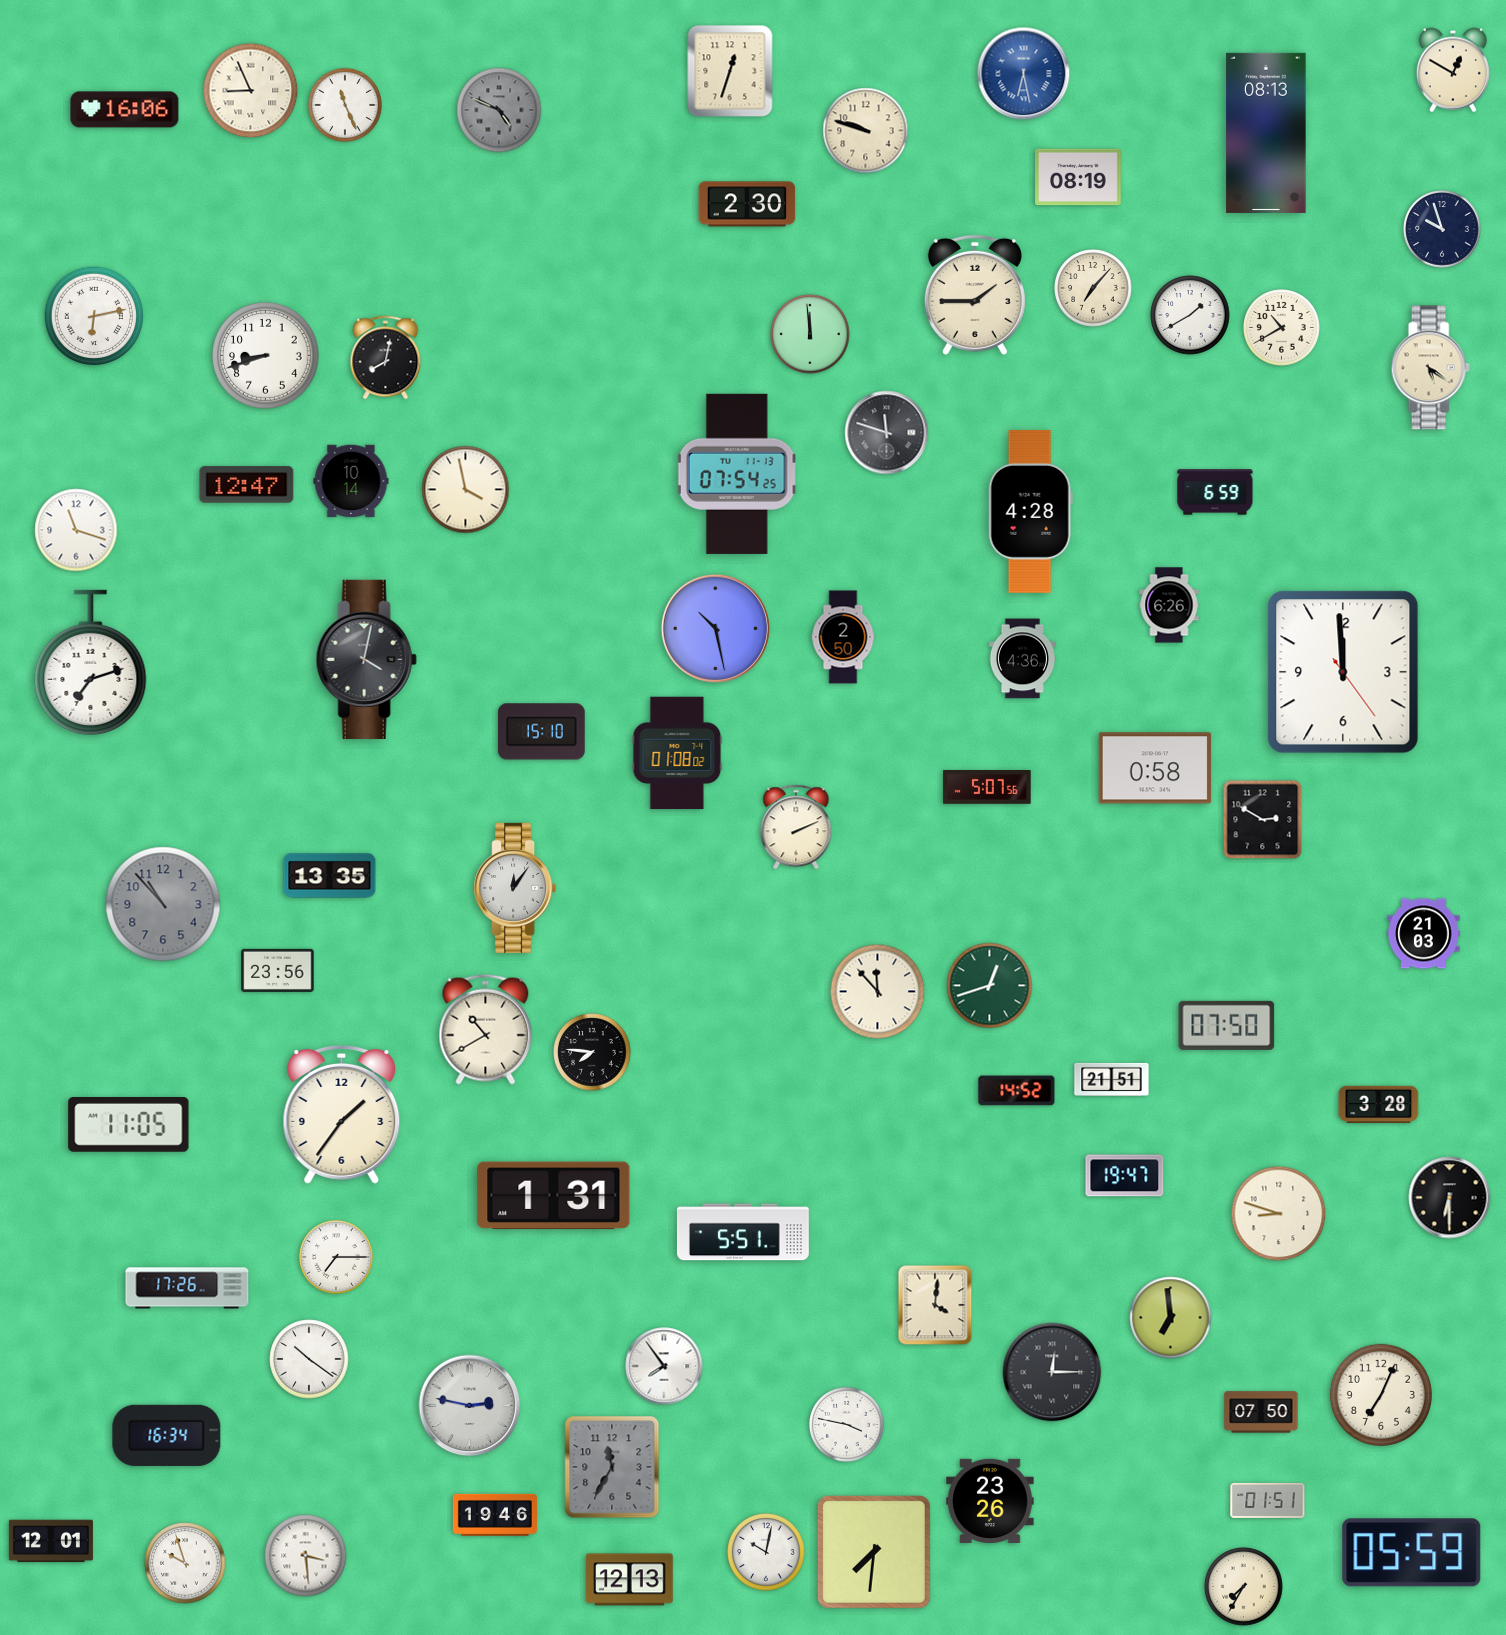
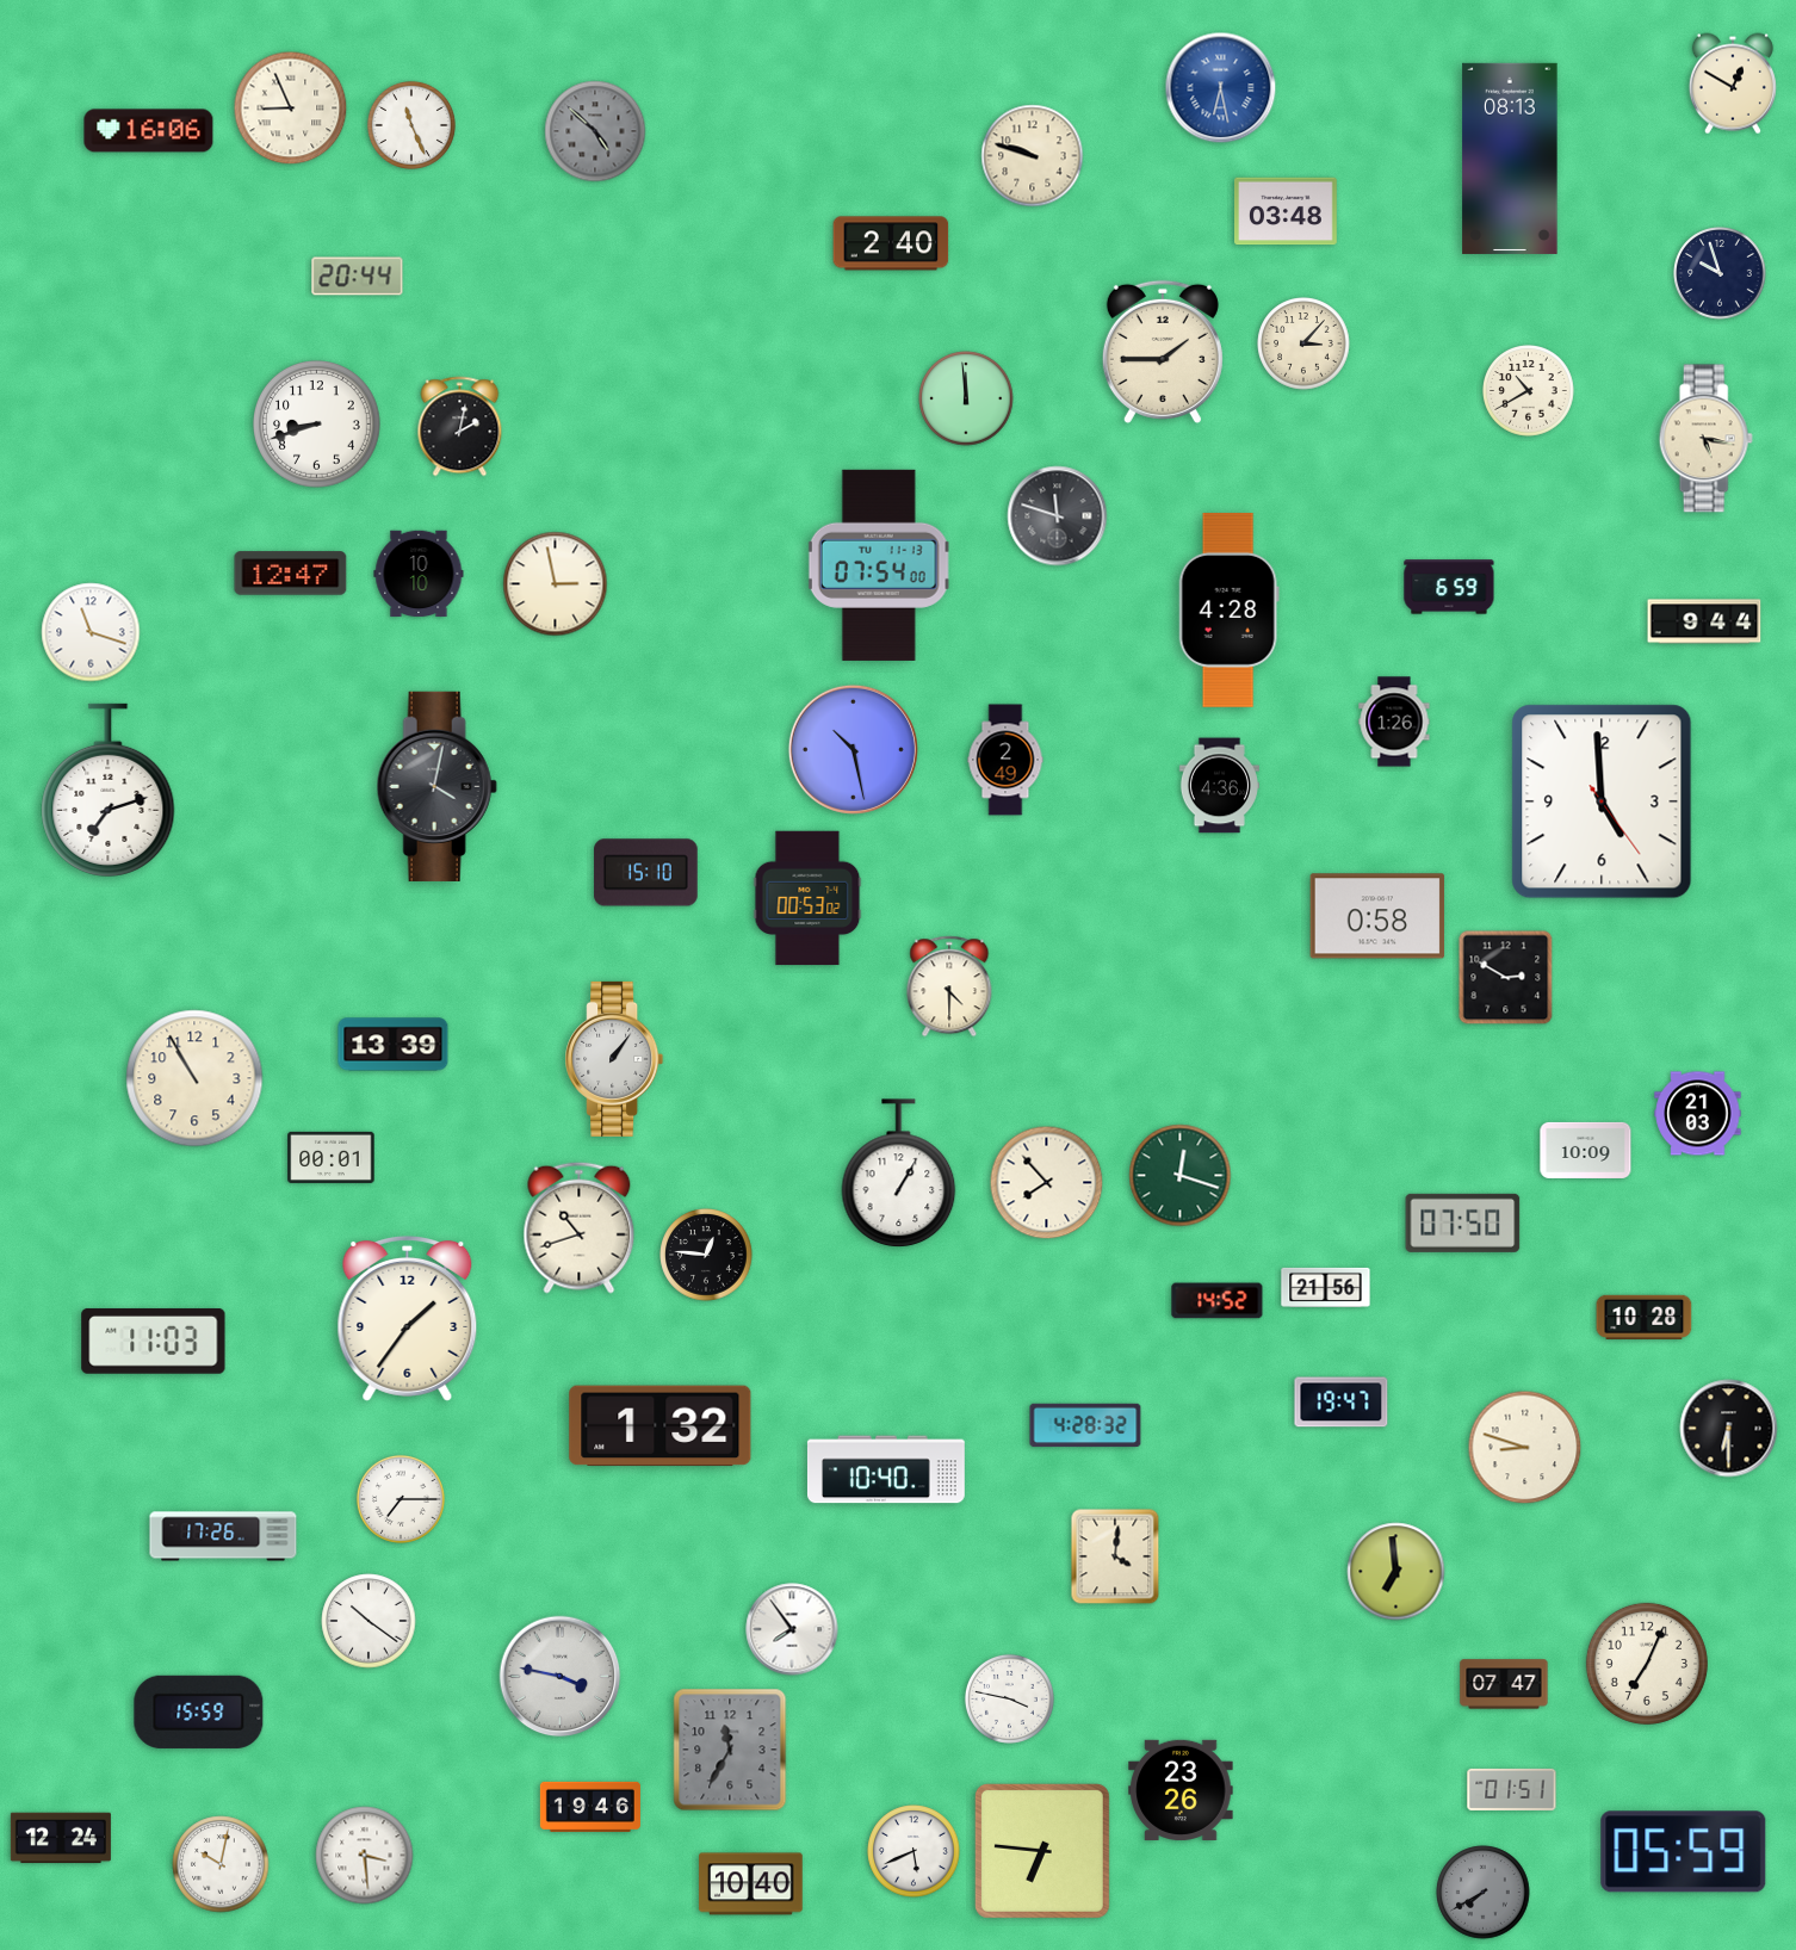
clock at (730, 71): 12:33 -> none
clock at (251, 91) position: (251, 91) -> (291, 109)
clock at (499, 110): 4:49 -> 4:52
clock at (1079, 177): 08:19 -> 03:48
clock at (747, 204): 2:30 -> 2:40
clock at (358, 277): none -> 20:44
clock at (1093, 288): 7:07 -> 3:07
clock at (1190, 315): 1:40 -> none
clock at (94, 316): 6:13 -> none
clock at (386, 358): 8:02 -> 2:02
clock at (1430, 368): 5:21 -> 5:17
clock at (737, 474): 07:54:25 -> 07:54:00
clock at (351, 481): 10:14 -> 10:10
clock at (247, 485) position: (247, 485) -> (291, 574)
clock at (466, 490): 3:58 -> 2:58
clock at (1704, 621): none -> 9:44
clock at (1169, 605): 6:26 -> 1:26
clock at (843, 637): 2:50 -> 2:49
clock at (1343, 672): 11:59 -> 4:59
clock at (677, 753): 01:08 -> 00:53
clock at (987, 788): 5:07 -> none
clock at (796, 827): 2:11 -> 4:30
clock at (330, 876): 13:35 -> 13:39
clock at (515, 888): 12:06 -> 1:06
clock at (163, 904): 10:53 -> 10:55
clock at (163, 904) dial: grey -> cream
clock at (1586, 1150): none -> 10:09
clock at (278, 970): 23:56 -> 00:01
clock at (899, 1174): none -> 1:05
clock at (990, 986): 12:42 -> 12:18
clock at (878, 992): 11:53 -> 7:53
clock at (486, 1029): 10:40 -> 10:42
clock at (592, 1052): 7:46 -> 12:46
clock at (1112, 1079): 21:51 -> 21:56
clock at (1017, 1091) position: (1017, 1091) -> (1218, 1301)
clock at (1379, 1104): 3:28 -> 10:28
clock at (342, 1114) position: (342, 1114) -> (408, 1318)
clock at (129, 1124): 11:05 -> 11:03
clock at (1085, 1425): none -> 4:28
clock at (554, 1196): 1:31 -> 1:32
clock at (743, 1232): 5:51 -> 10:40
clock at (1052, 1372): 12:15 -> none
clock at (470, 1406): 2:47 -> 3:47
clock at (1261, 1412): 07:50 -> 07:47
clock at (167, 1435): 16:34 -> 15:59
clock at (51, 1541): 12:01 -> 12:24
clock at (766, 1552): 10:02 -> 5:41
clock at (874, 1552): 7:31 -> 6:46
clock at (185, 1563): 9:57 -> 10:02
clock at (630, 1580): 12:13 -> 10:40
clock at (1244, 1587): 7:35 -> 7:40
clock at (1244, 1587) dial: cream -> grey
